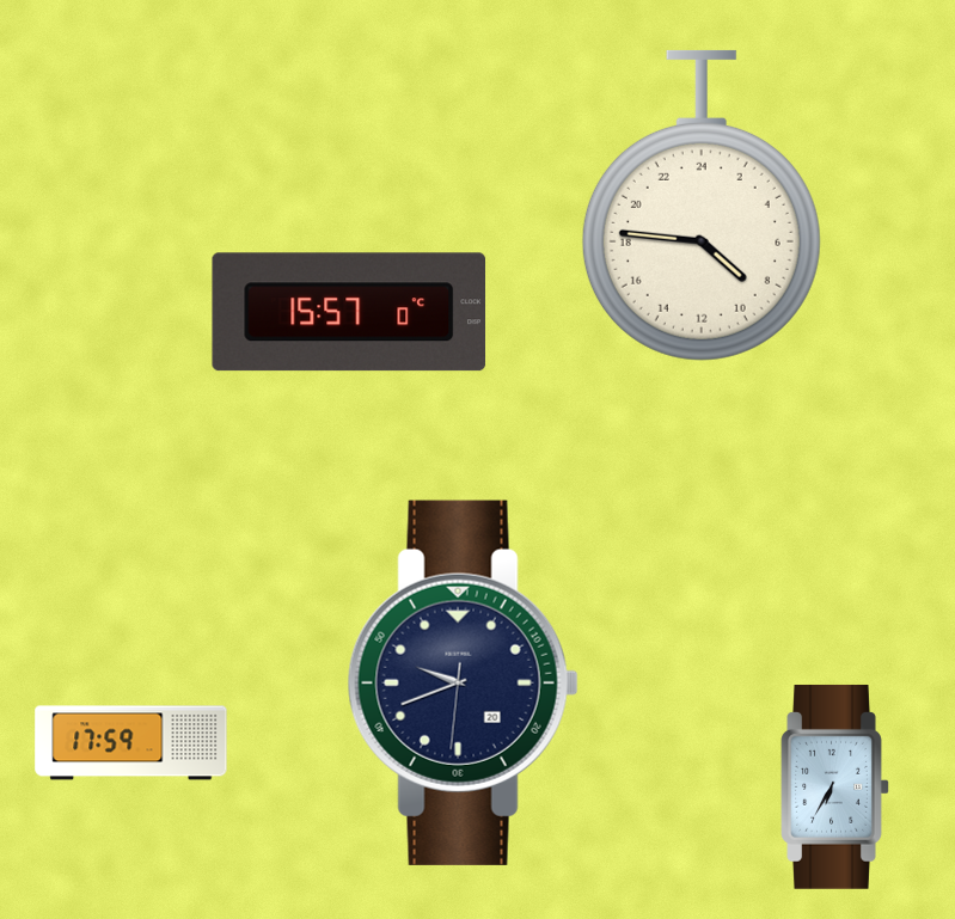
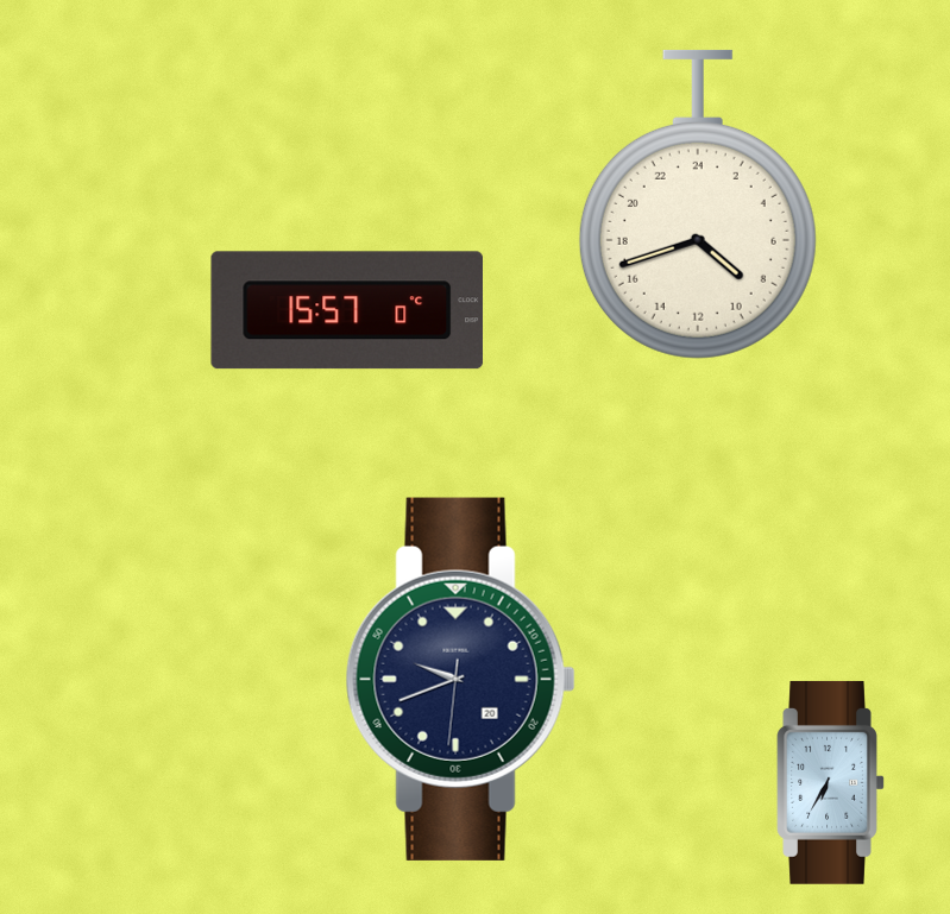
clock at (702, 206): 8:46 -> 8:42
clock at (131, 743): 17:59 -> none
